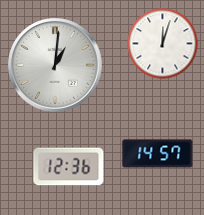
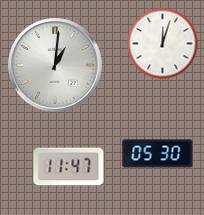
clock at (158, 154): 14:57 -> 05:30
clock at (69, 167): 12:36 -> 11:47
